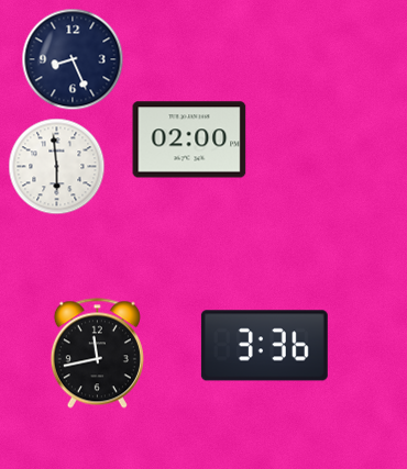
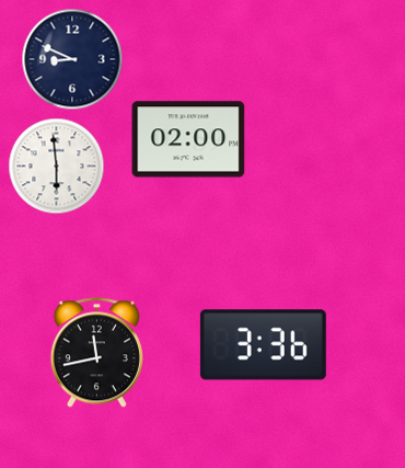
clock at (73, 59): 8:26 -> 8:49
